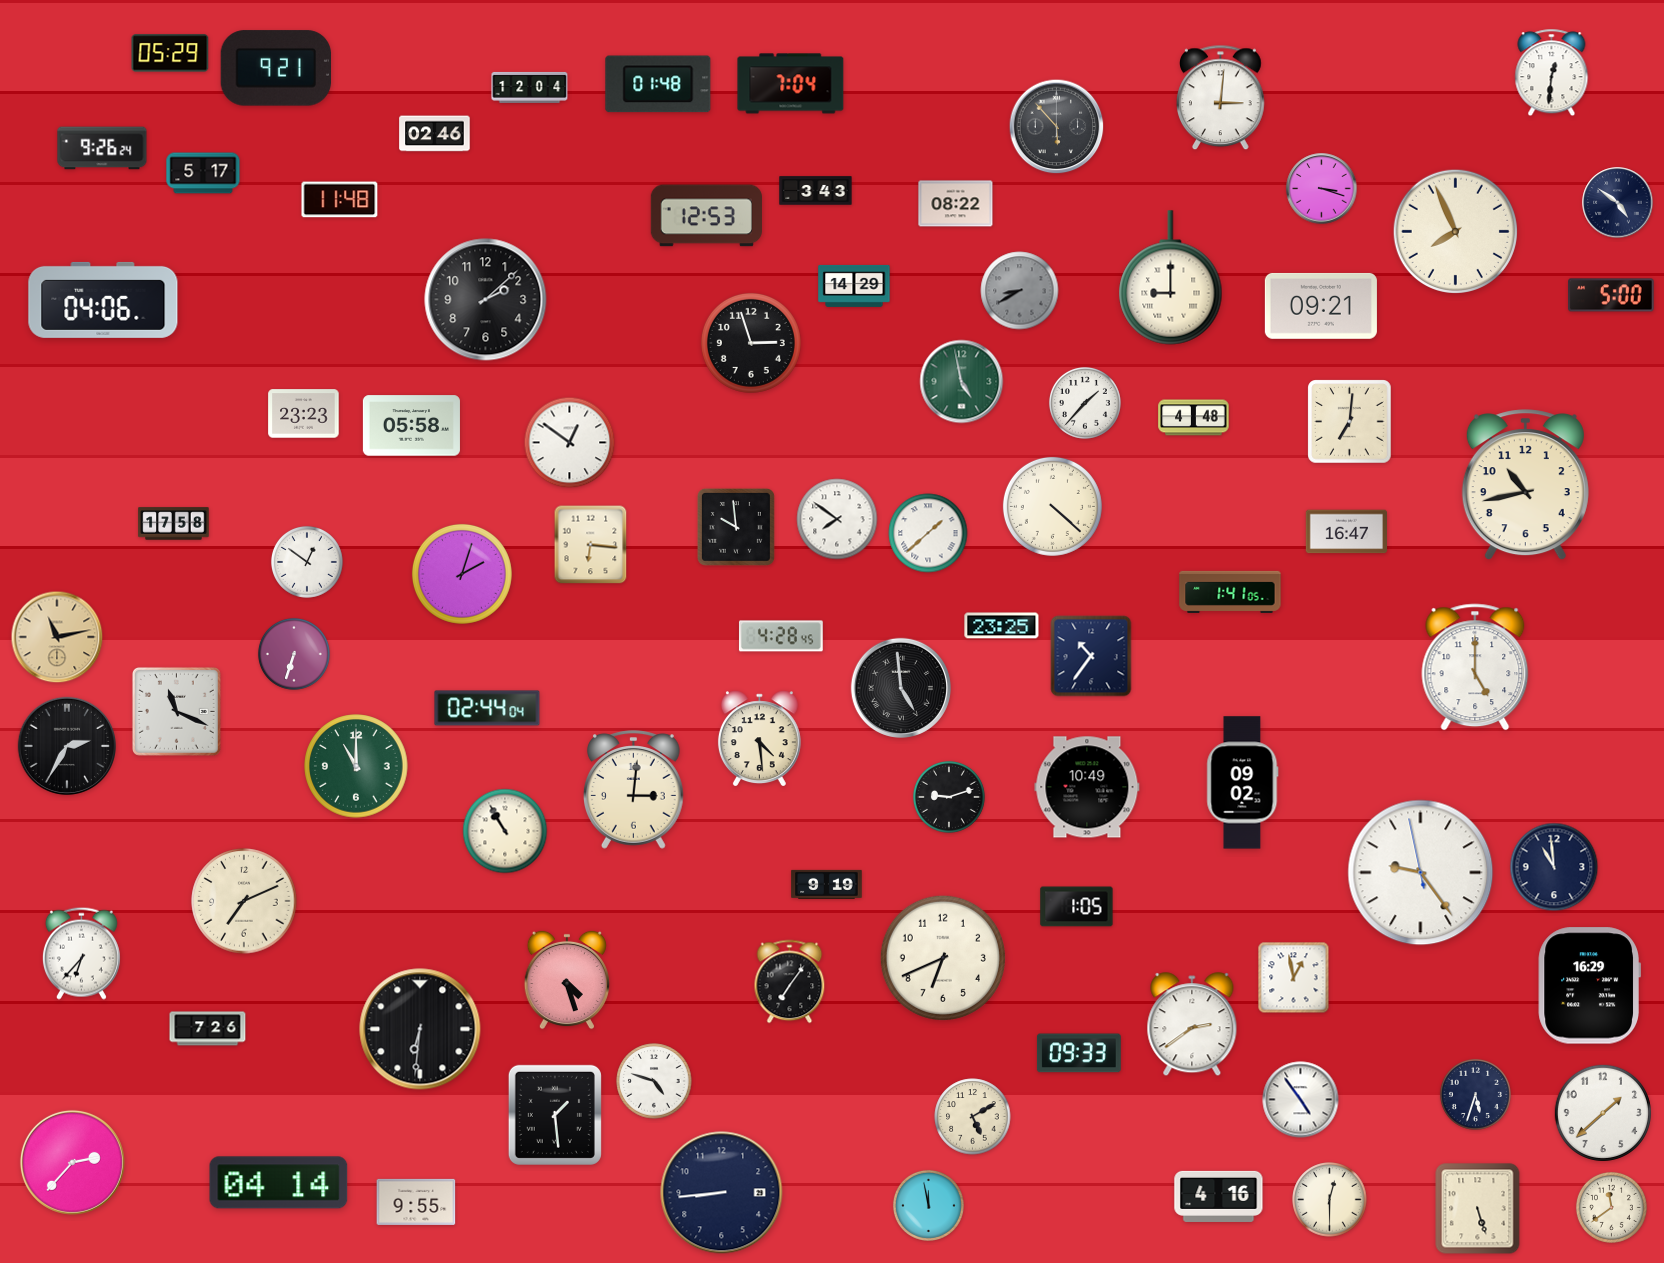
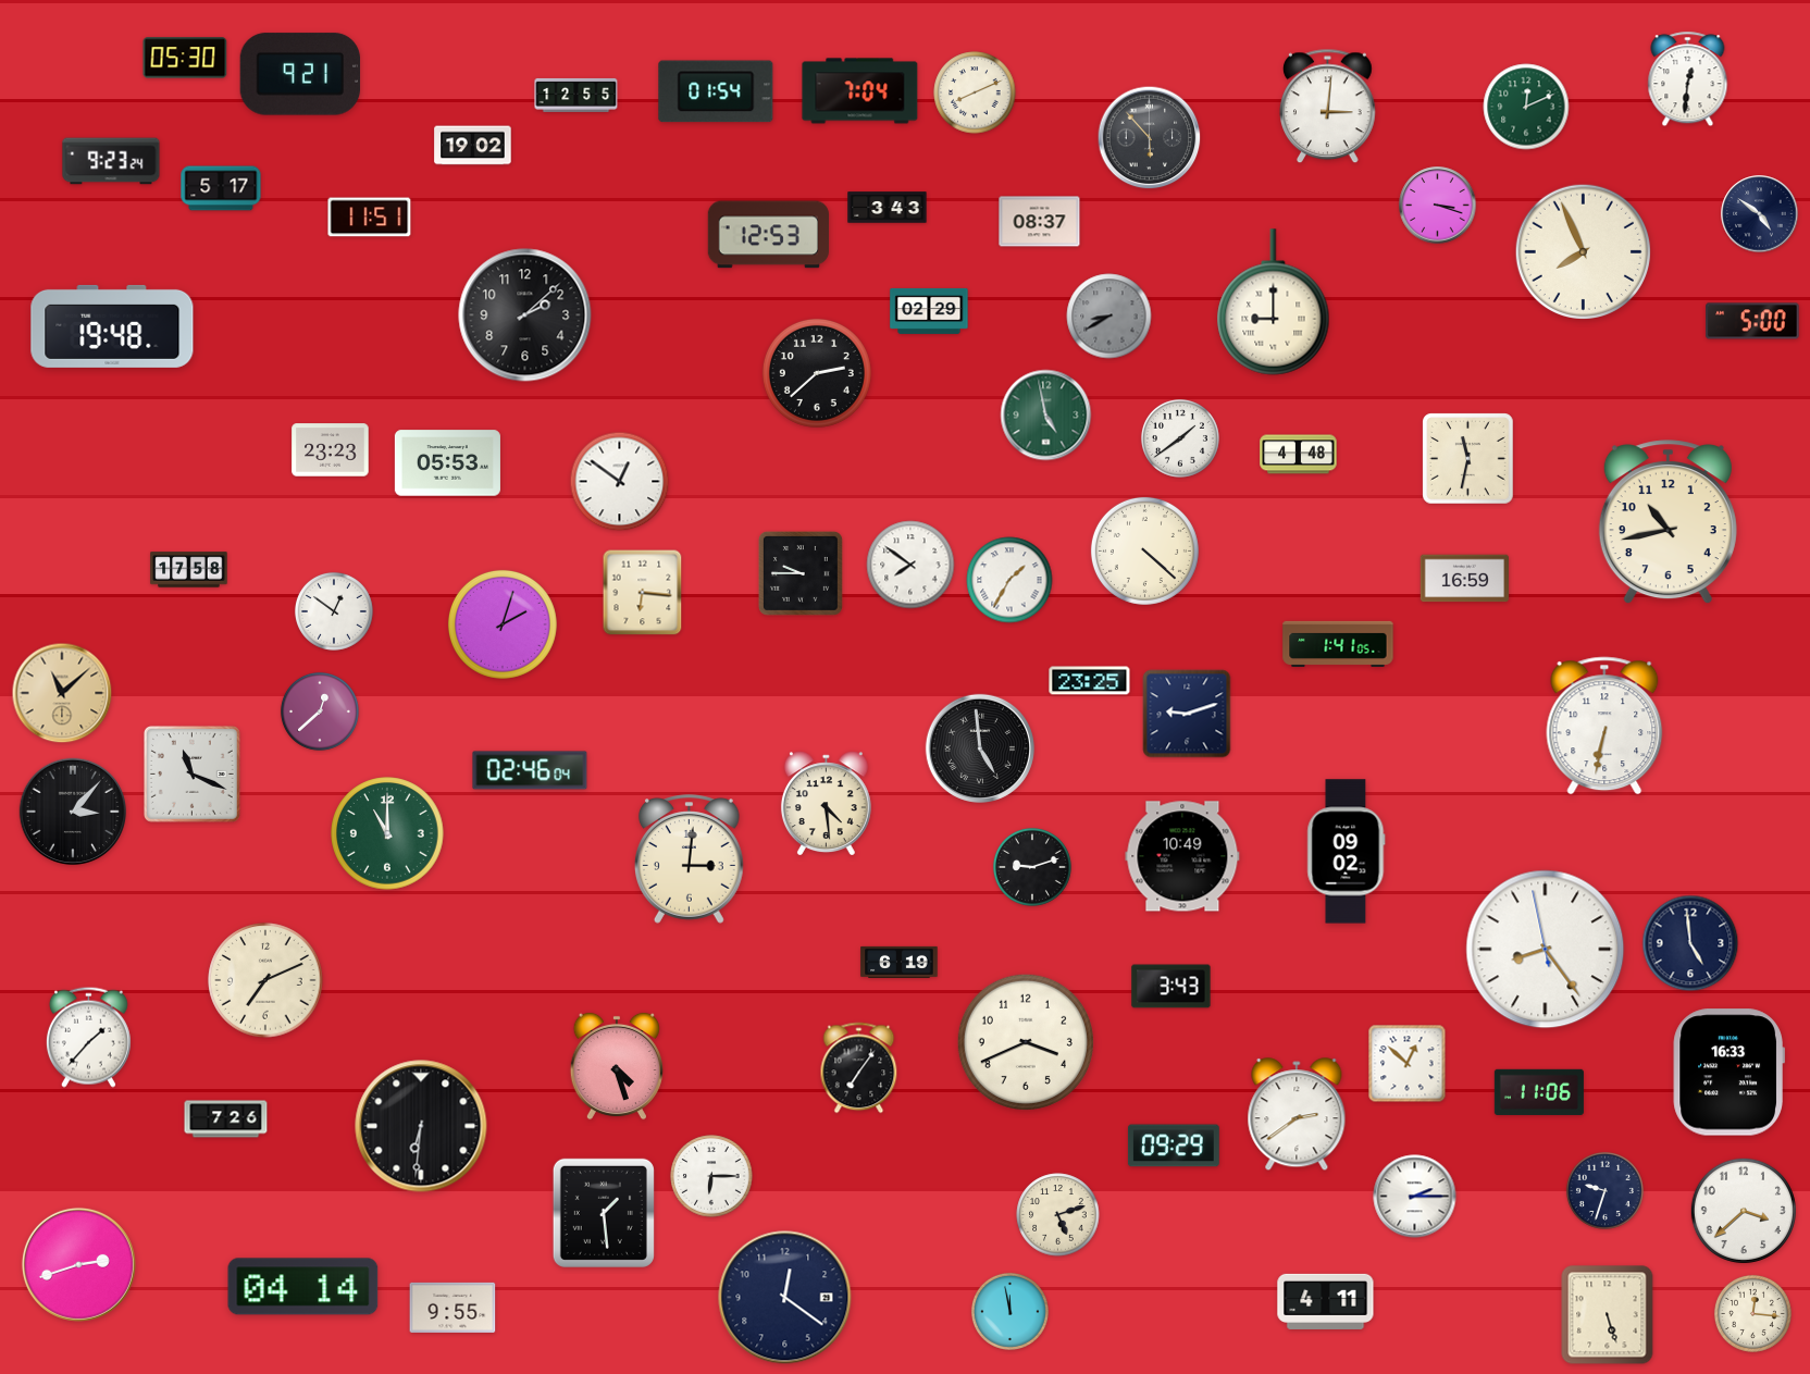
clock at (170, 53): 05:29 -> 05:30
clock at (658, 84): 01:48 -> 01:54
clock at (975, 92): none -> 8:11
clock at (530, 87): 12:04 -> 12:55
clock at (1526, 107): none -> 12:11
clock at (435, 134): 02:46 -> 19:02
clock at (102, 148): 9:26 -> 9:23
clock at (340, 200): 11:48 -> 11:51
clock at (1618, 203) position: (1618, 203) -> (1760, 214)
clock at (956, 204): 08:22 -> 08:37
clock at (854, 286): 14:29 -> 02:29
clock at (103, 300): 04:06 -> 19:48
clock at (486, 300) position: (486, 300) -> (525, 315)
clock at (1321, 306): 09:21 -> none
clock at (751, 343): 2:57 -> 2:38
clock at (1085, 403): 1:37 -> 1:39
clock at (1350, 422): 7:01 -> 11:32
clock at (411, 426): 05:58 -> 05:53
clock at (1525, 485) position: (1525, 485) -> (1668, 522)
clock at (736, 527): 9:59 -> 9:45
clock at (1346, 532): 16:47 -> 16:59
clock at (928, 533): 1:38 -> 1:35
clock at (781, 636): 4:28 -> none
clock at (57, 637): 11:13 -> 11:08
clock at (294, 654): 6:33 -> 12:38
clock at (1091, 656): 10:36 -> 9:12
clock at (1475, 667): 5:00 -> 6:32
clock at (487, 708): 02:44 -> 02:46
clock at (66, 745): 2:35 -> 3:07
clock at (1243, 783) position: (1243, 783) -> (1347, 852)
clock at (505, 831): 10:55 -> none
clock at (1554, 867): 10:59 -> 4:59
clock at (1421, 873): 9:23 -> 8:23
clock at (827, 884): 9:19 -> 6:19
clock at (1077, 907): 1:05 -> 3:43
clock at (81, 953): 6:37 -> 1:37
clock at (943, 958): 6:41 -> 3:41
clock at (1294, 978): 12:58 -> 12:52
clock at (1589, 986): 16:29 -> 16:33
clock at (1539, 1092): none -> 11:06
clock at (420, 1029) position: (420, 1029) -> (421, 1126)
clock at (1079, 1053): 09:33 -> 09:29
clock at (654, 1081): 4:48 -> 6:15
clock at (1475, 1094): 5:33 -> 9:33
clock at (1301, 1100): 4:54 -> 2:15
clock at (1603, 1113): 1:38 -> 3:38
clock at (973, 1117): 5:10 -> 5:12
clock at (72, 1162): 2:37 -> 2:42
clock at (722, 1193): 8:44 -> 12:21
clock at (1219, 1196): 4:16 -> 4:11
clock at (1330, 1200): 12:30 -> none
clock at (1611, 1207): 11:39 -> 12:16
